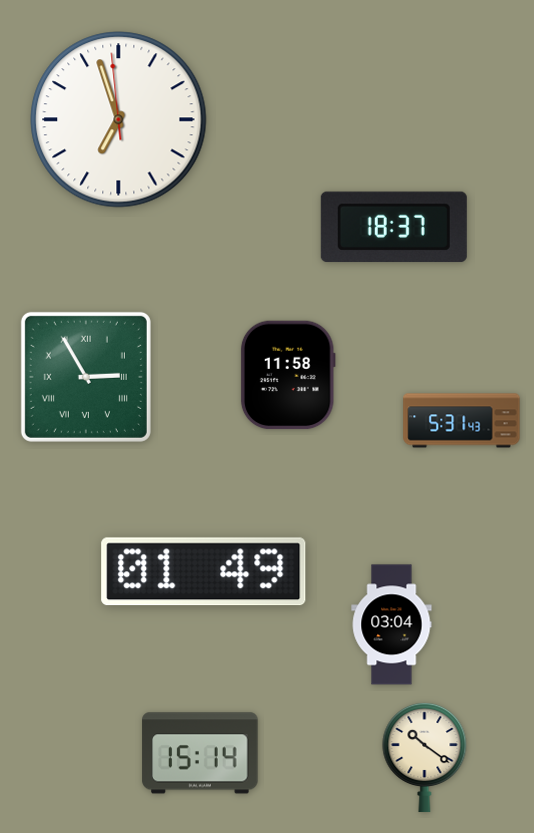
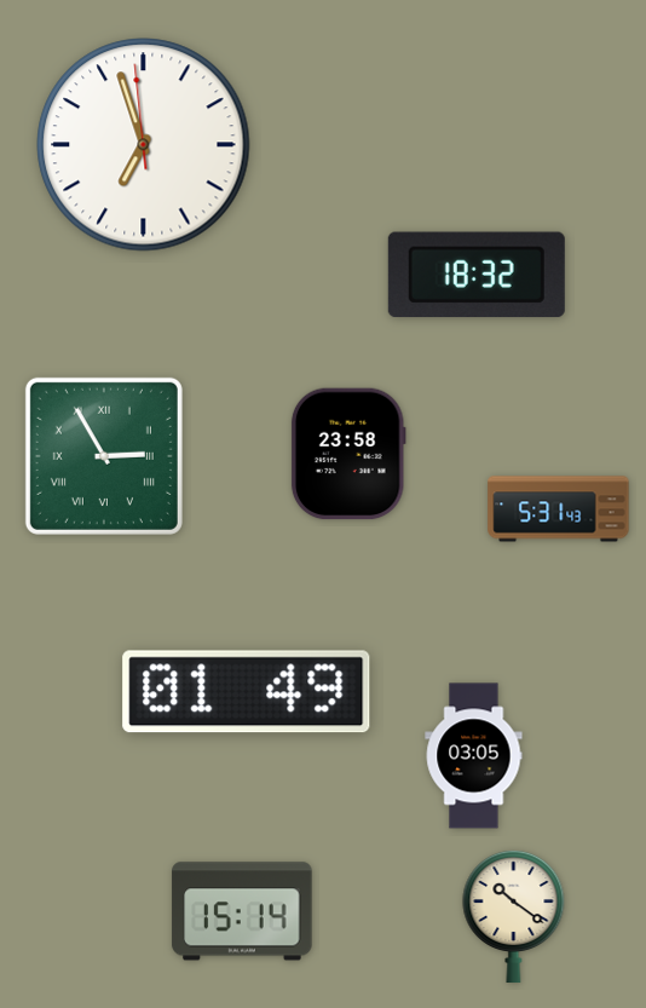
clock at (394, 227): 18:37 -> 18:32
clock at (288, 375): 11:58 -> 23:58
clock at (392, 625): 03:04 -> 03:05
